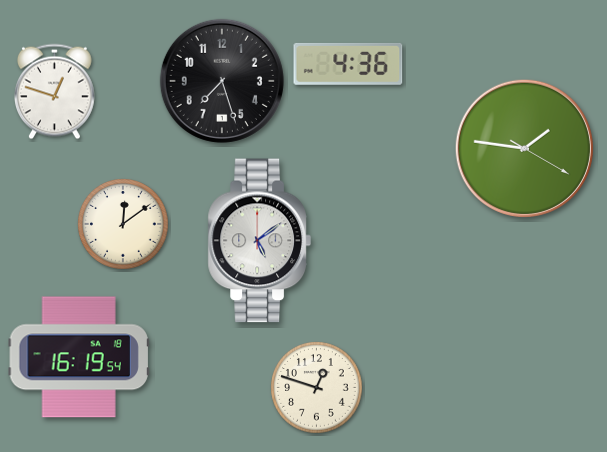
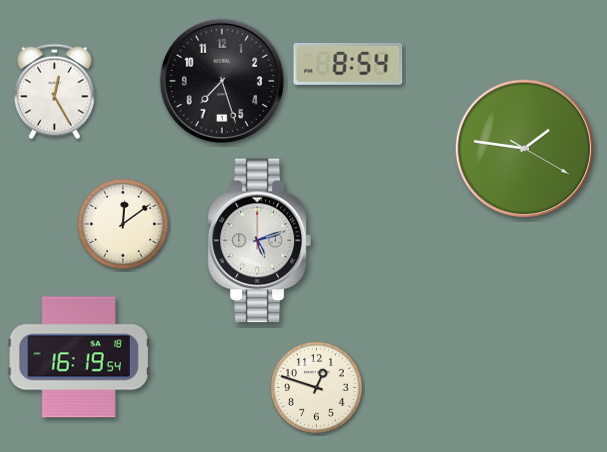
clock at (348, 64): 4:36 -> 8:54
clock at (54, 92): 12:48 -> 12:25
clock at (259, 241): 5:09 -> 5:12
